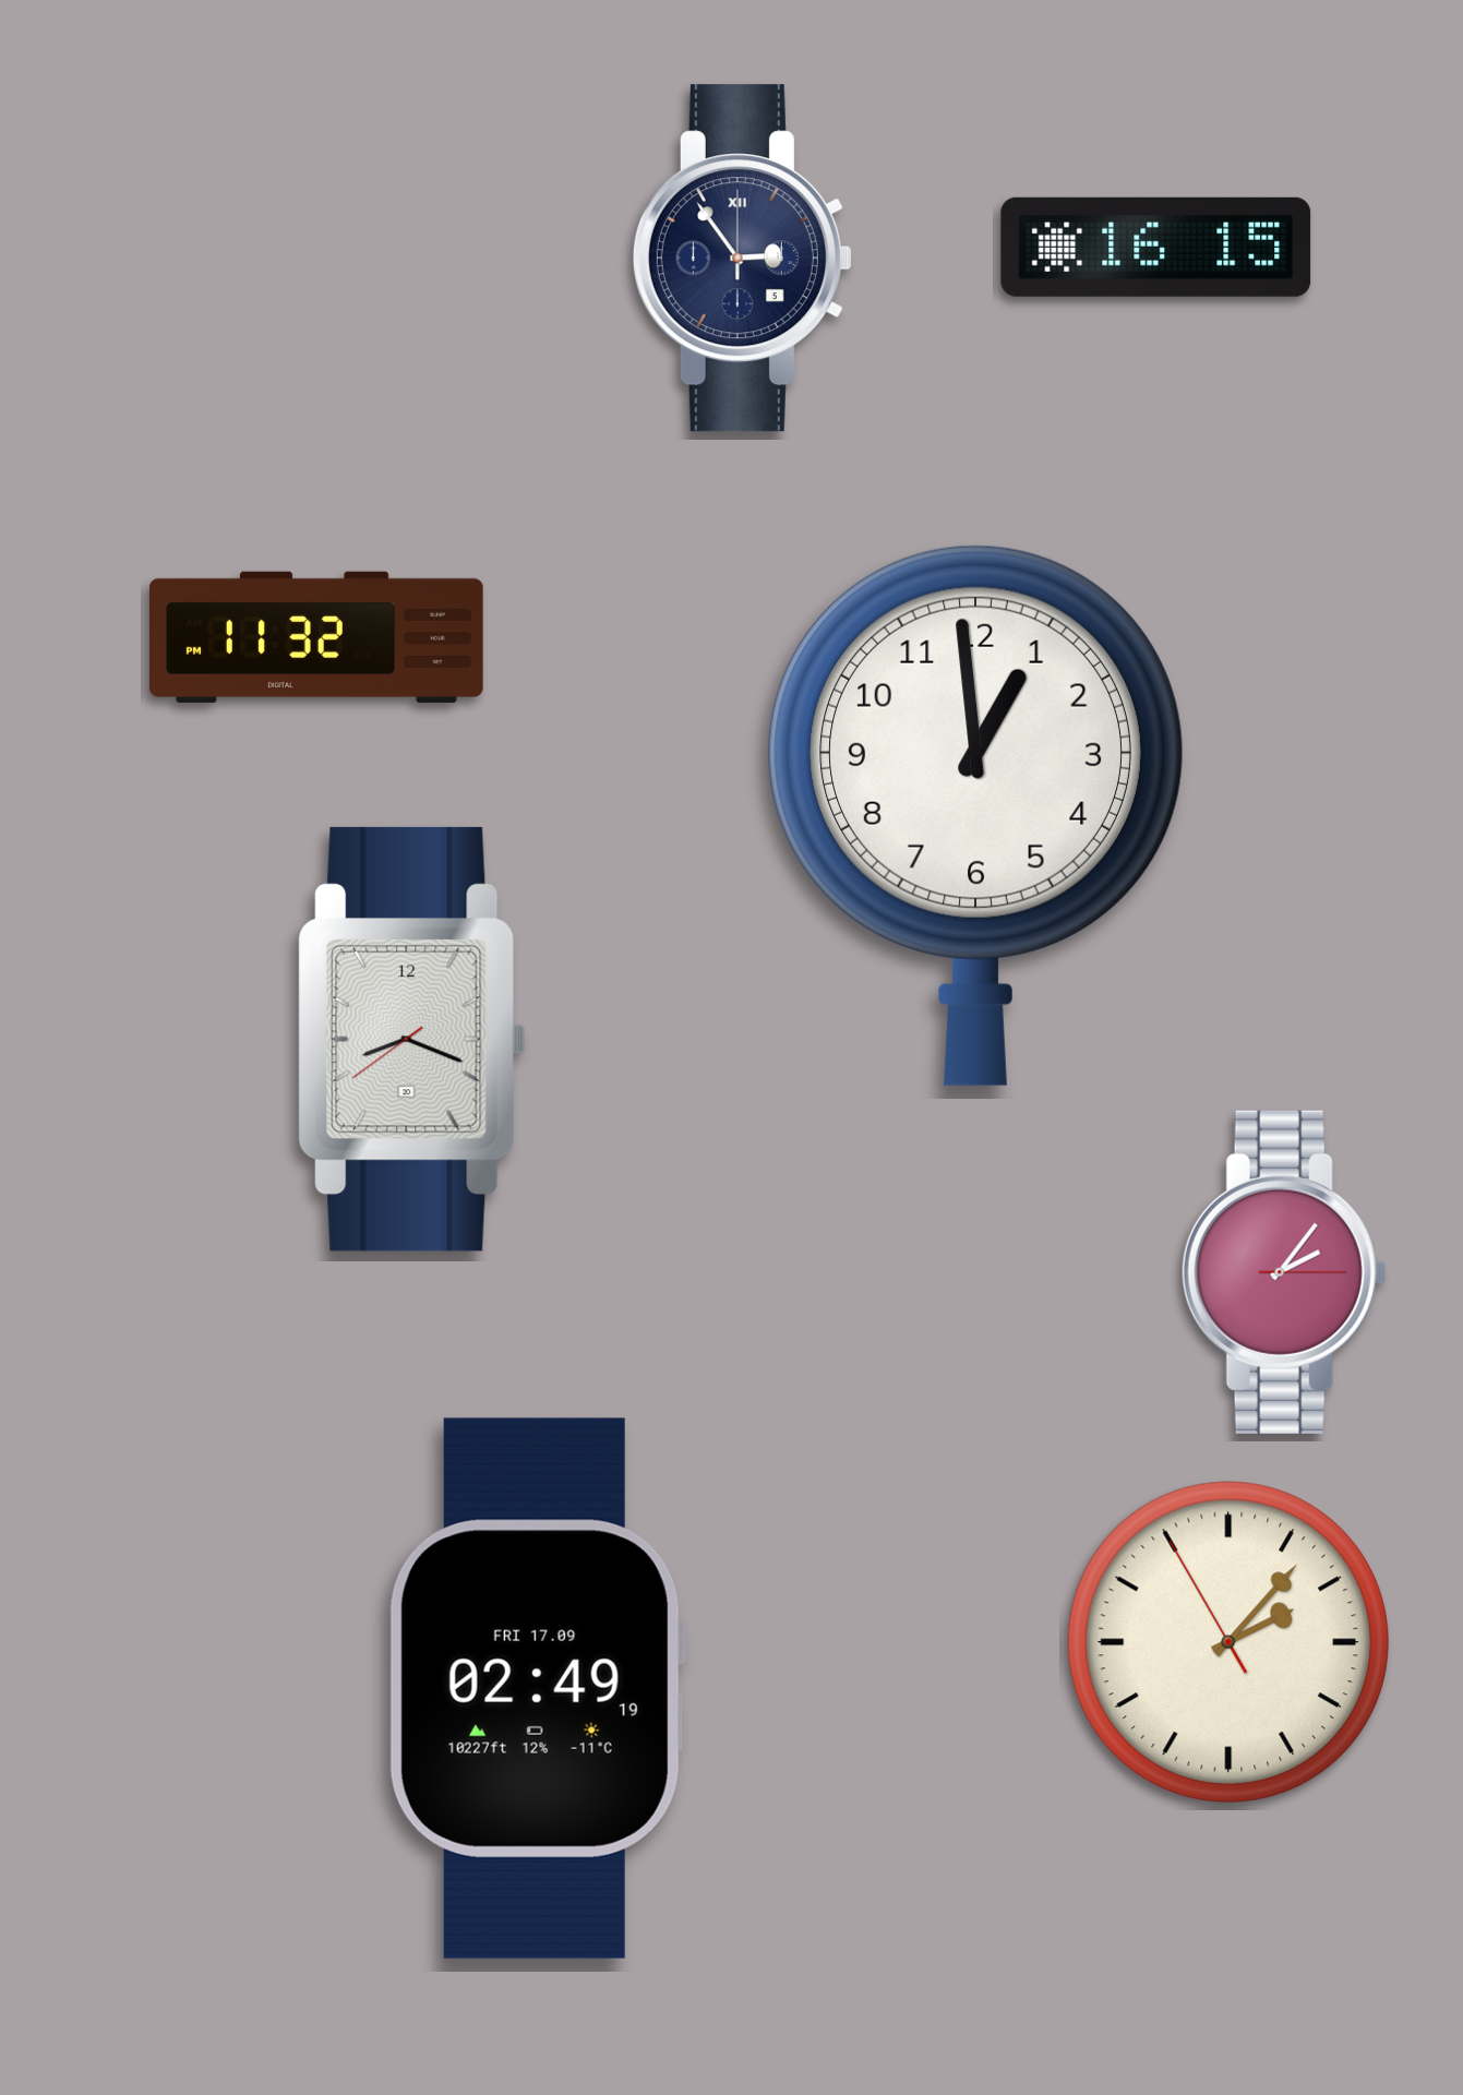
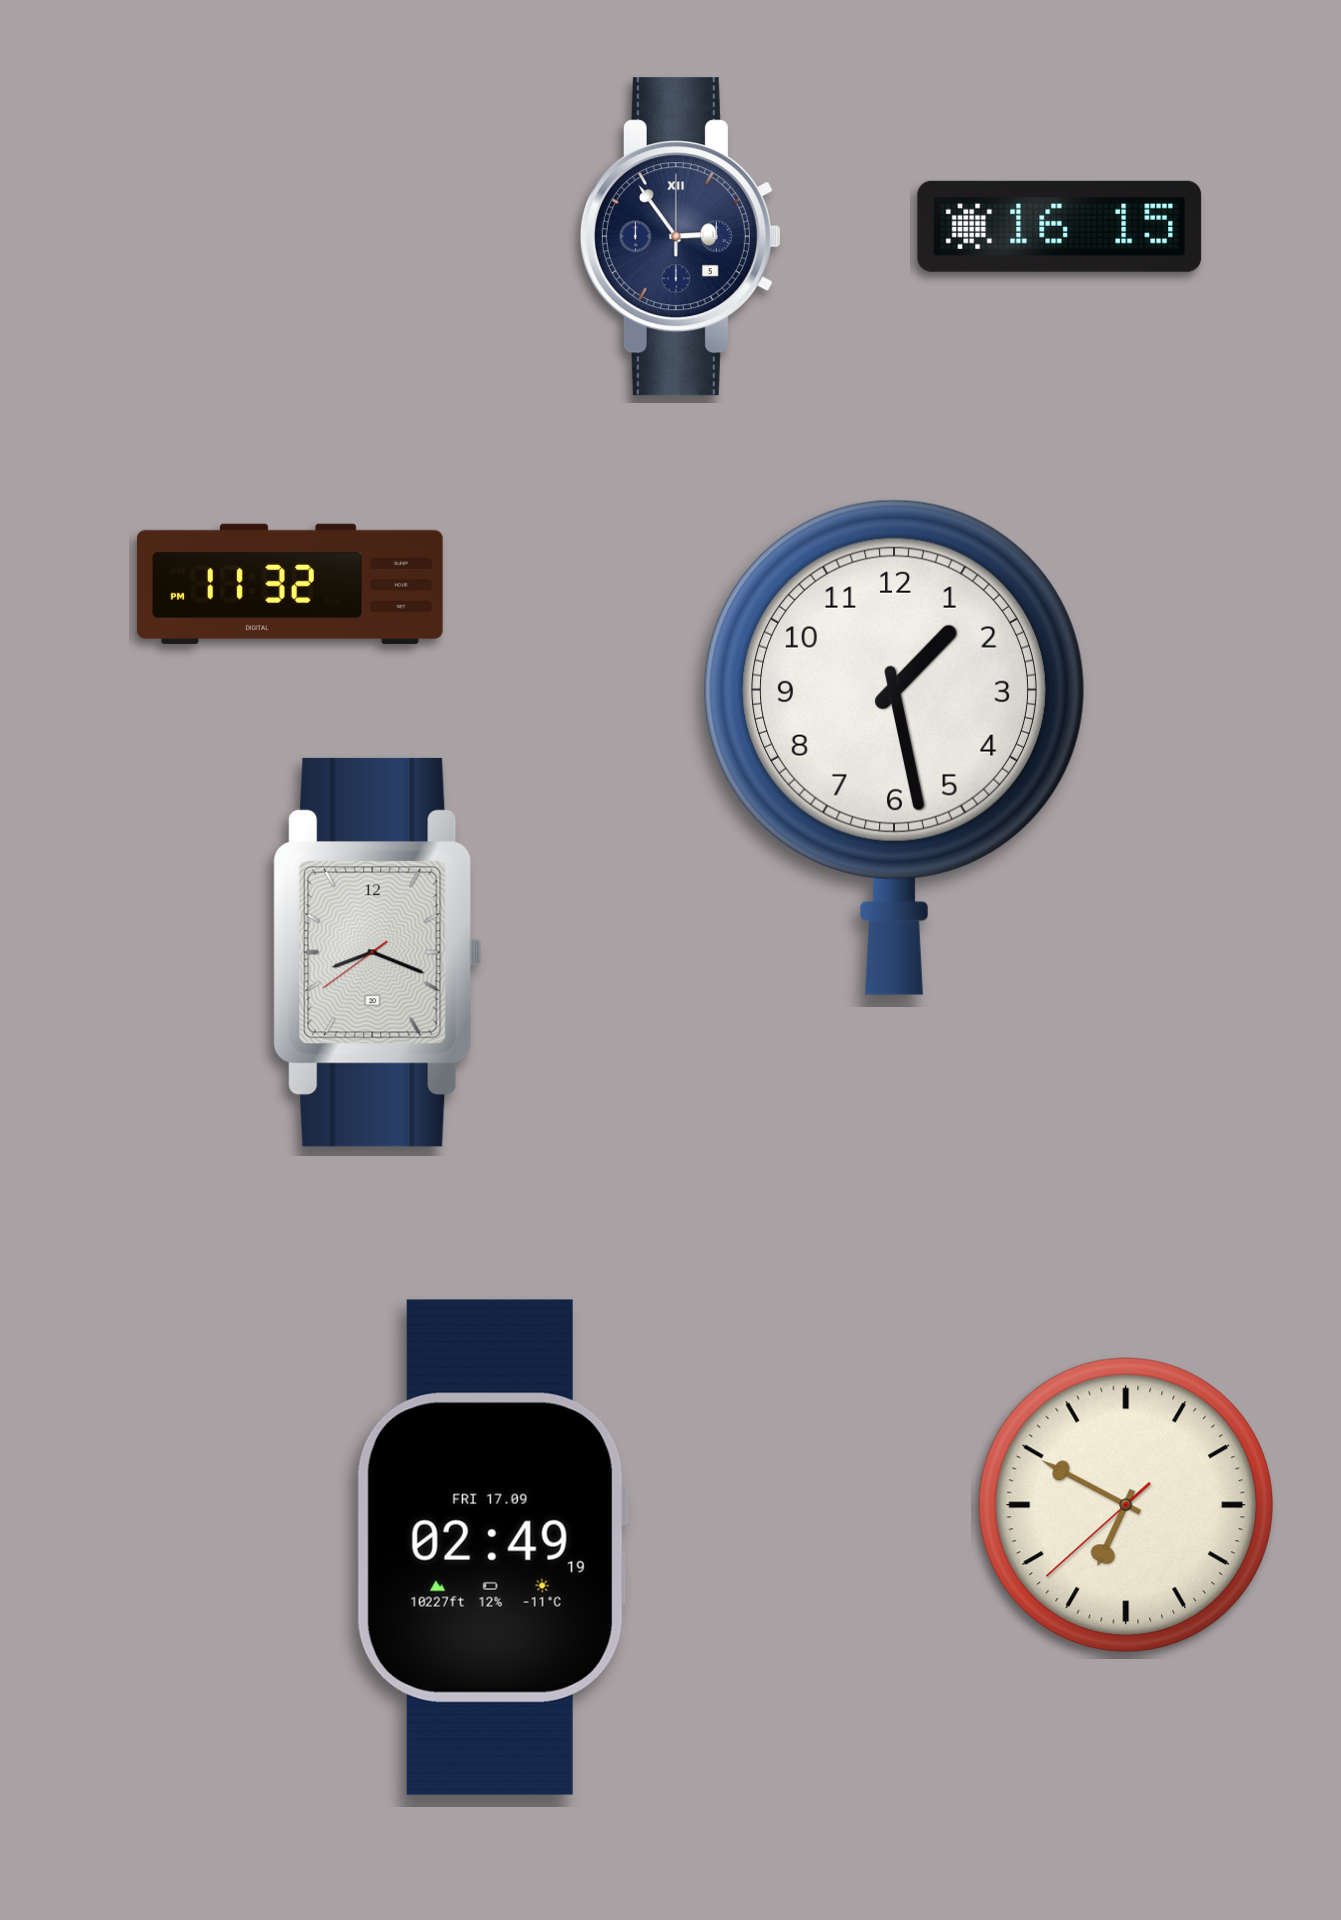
clock at (975, 815): 12:59 -> 1:28
clock at (1284, 1272): 2:06 -> none
clock at (1228, 1642): 2:06 -> 6:49
